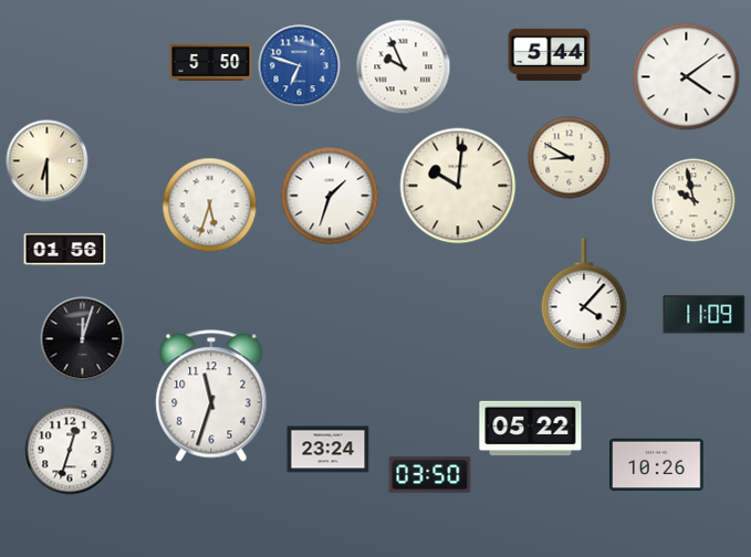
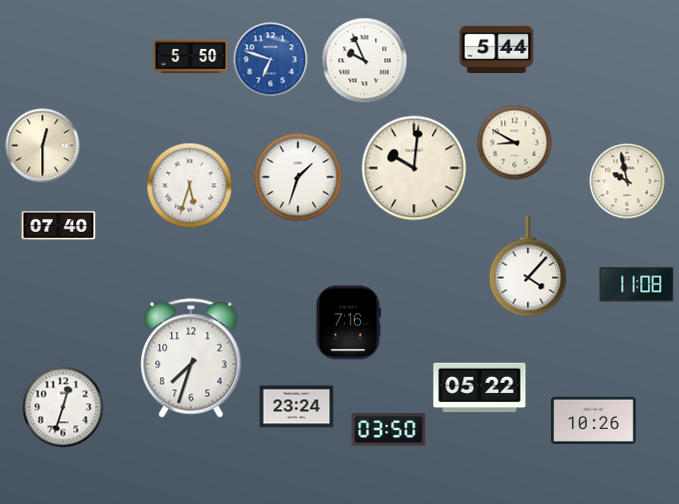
clock at (687, 77): 4:09 -> none
clock at (48, 161): 6:30 -> 12:30
clock at (65, 250): 01:56 -> 07:40
clock at (705, 315): 11:09 -> 11:08
clock at (83, 339): 12:03 -> none
clock at (349, 323): none -> 7:16
clock at (211, 396): 11:33 -> 7:33
